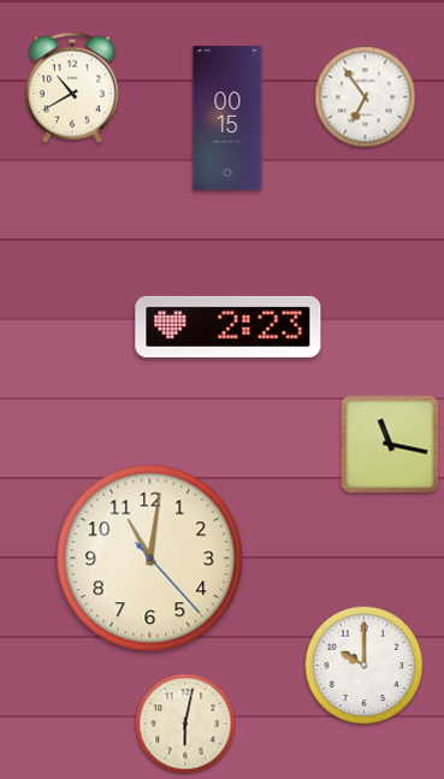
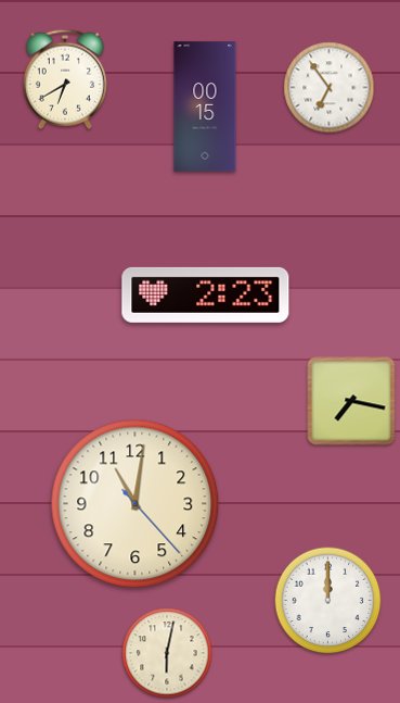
clock at (72, 88): 10:40 -> 6:40
clock at (390, 444): 11:17 -> 7:17
clock at (365, 666): 10:00 -> 12:00
